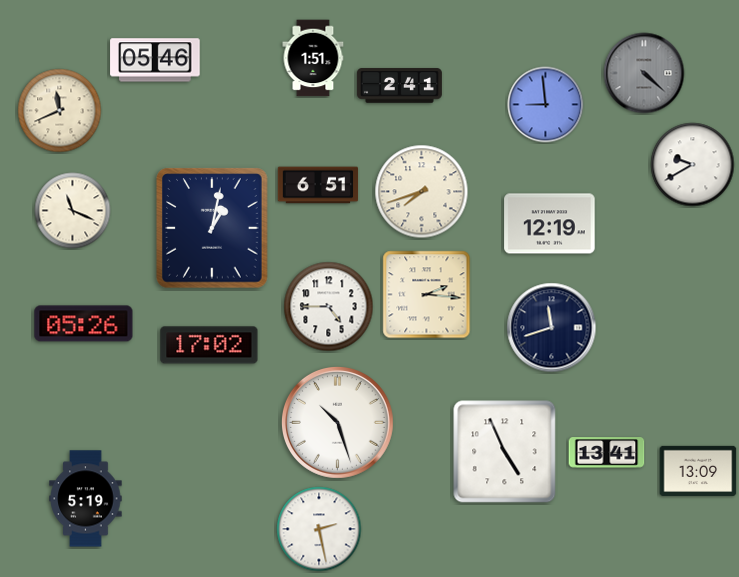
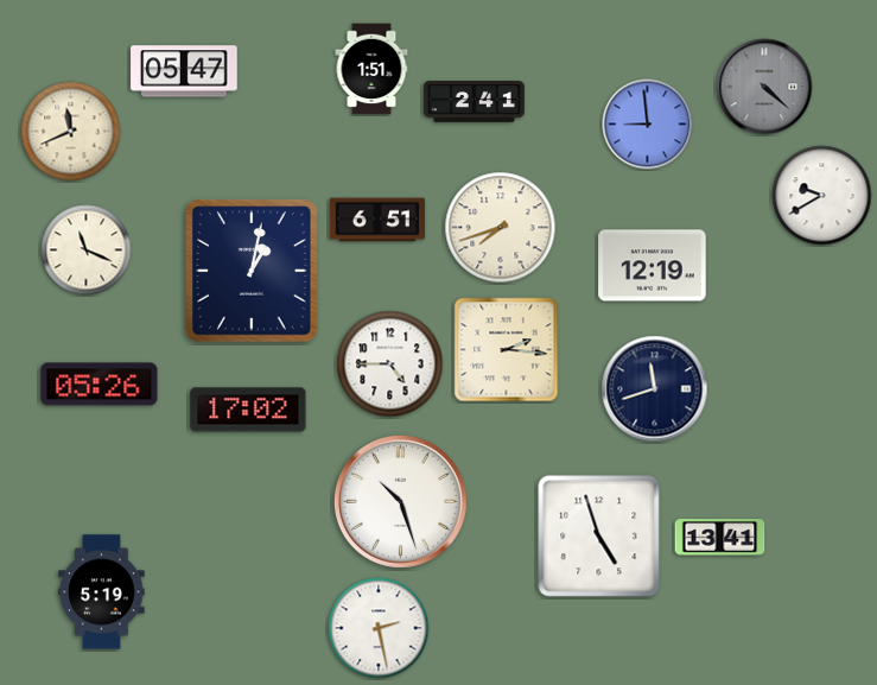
clock at (155, 60): 05:46 -> 05:47
clock at (505, 452): 4:56 -> 4:57
clock at (698, 471): 13:09 -> none
